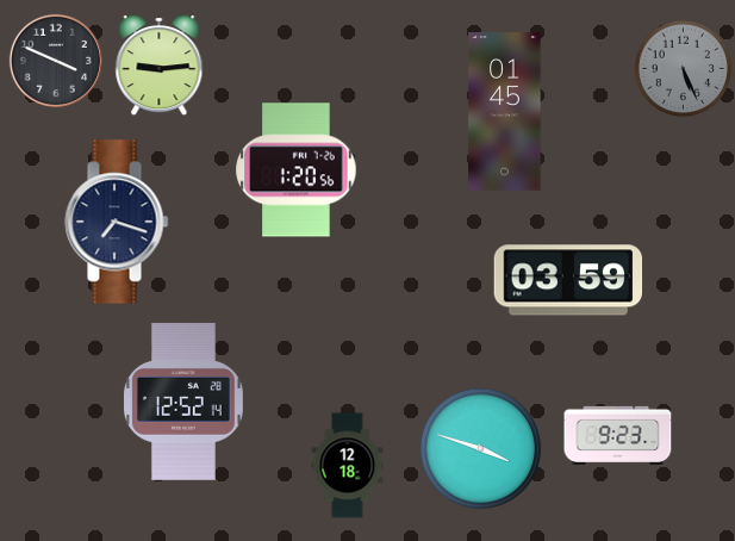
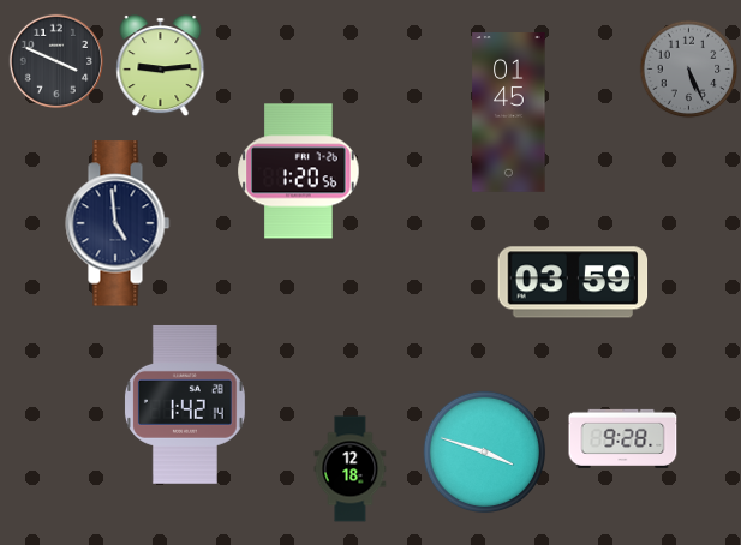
clock at (117, 222): 7:18 -> 4:59
clock at (183, 402): 12:52 -> 1:42
clock at (618, 435): 9:23 -> 9:28
